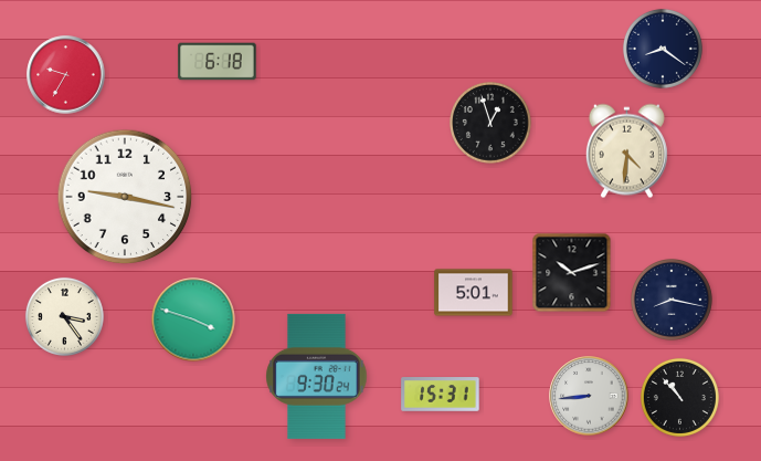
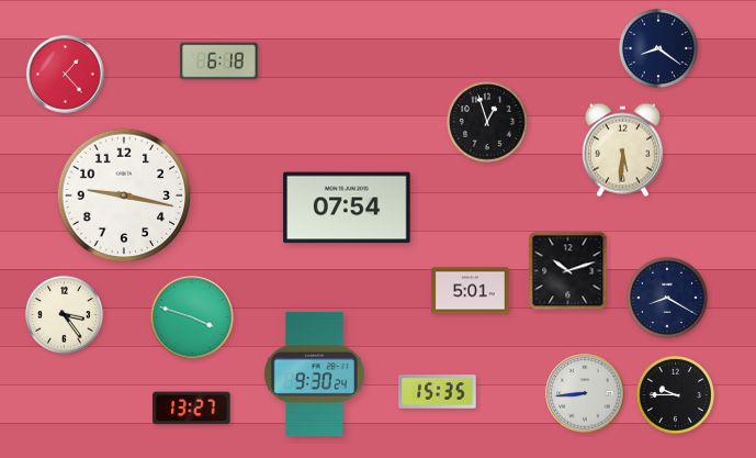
clock at (218, 62) position: (218, 62) -> (219, 62)
clock at (66, 75): 9:35 -> 1:23
clock at (626, 151): 4:31 -> 5:31
clock at (347, 208): none -> 07:54
clock at (672, 300): 8:17 -> 8:20
clock at (441, 395): 15:31 -> 15:35
clock at (679, 397): 10:53 -> 9:45
clock at (192, 409): none -> 13:27
